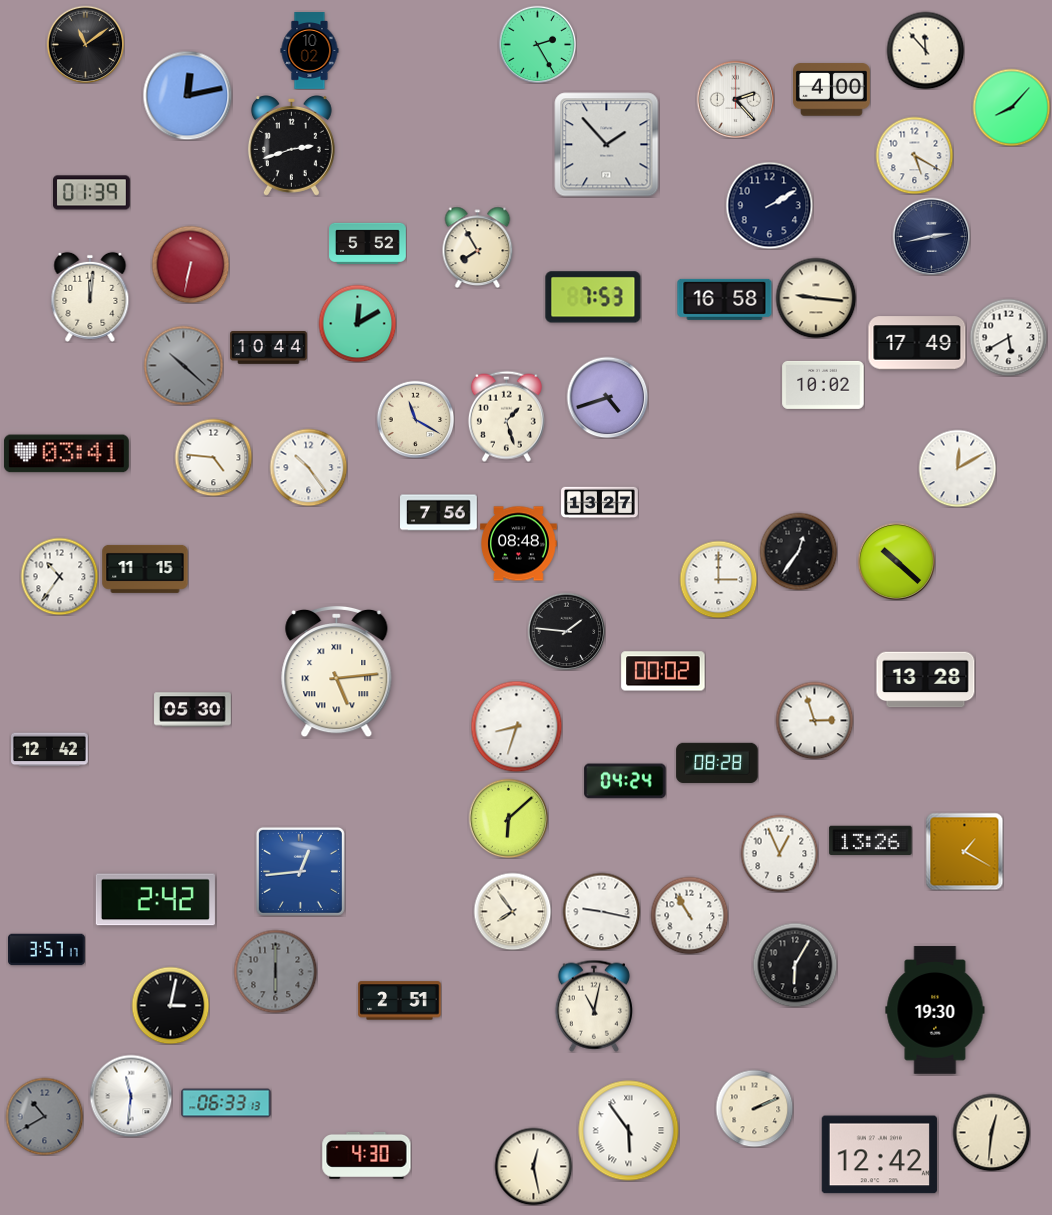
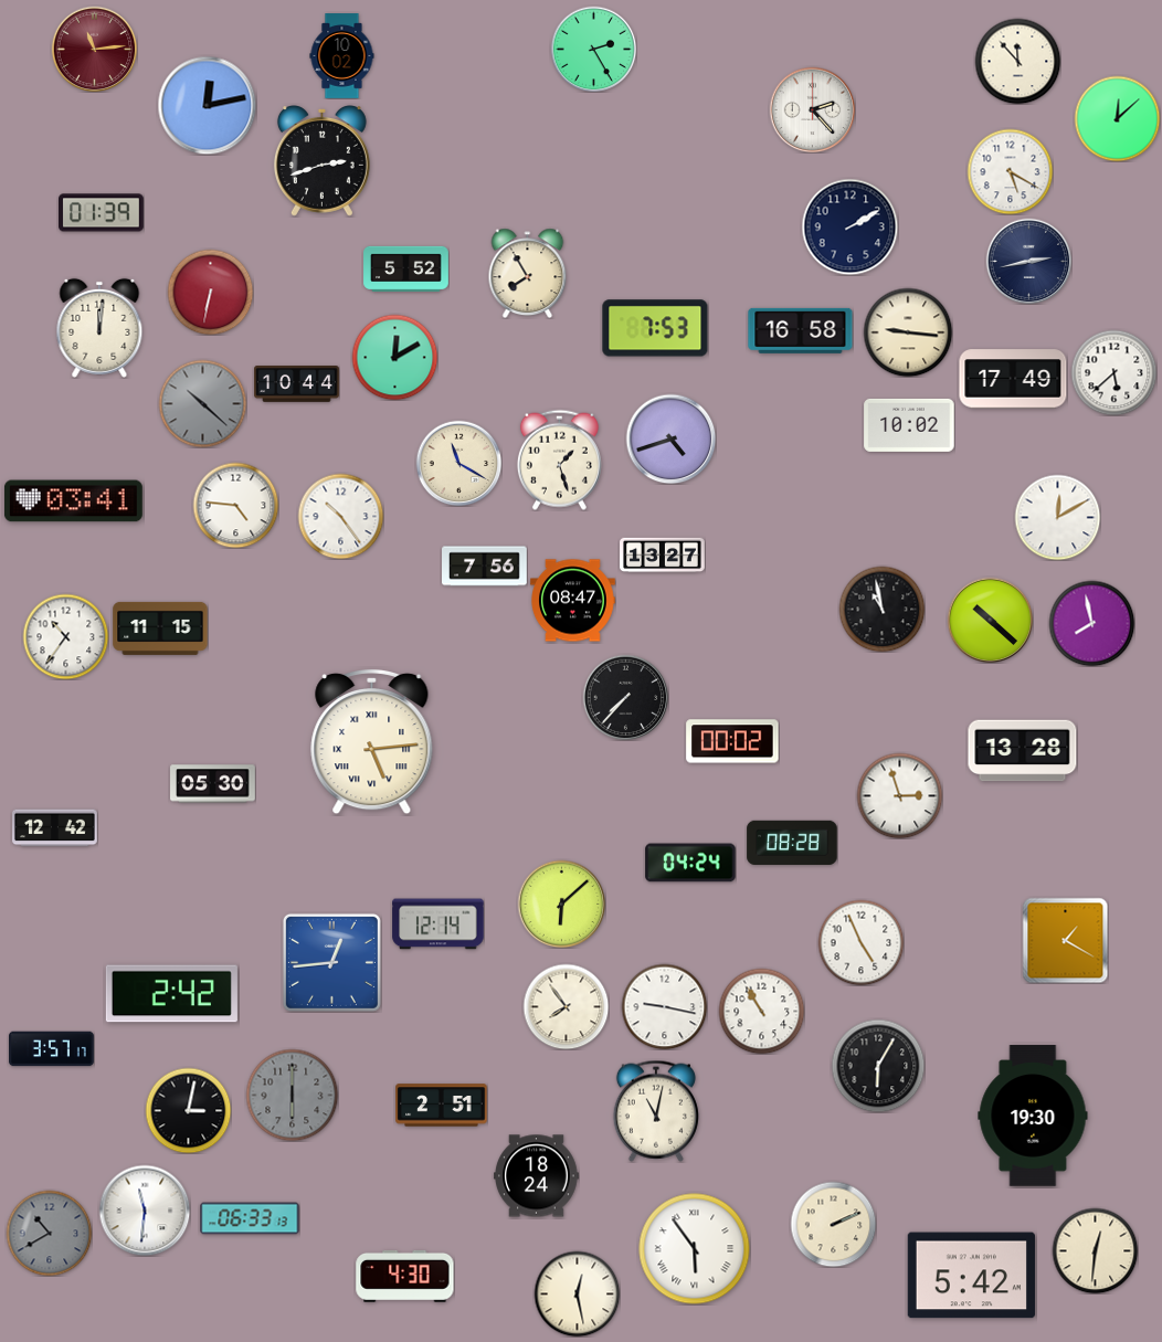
clock at (85, 44): 11:09 -> 11:14
clock at (85, 44) dial: black -> burgundy
clock at (925, 50) position: (925, 50) -> (1017, 61)
clock at (832, 90): 4:00 -> none
clock at (1011, 107): 8:07 -> 12:08
clock at (607, 145): 1:53 -> none
clock at (816, 298) position: (816, 298) -> (908, 332)
clock at (1008, 337): 5:40 -> 5:38
clock at (519, 544): 08:48 -> 08:47
clock at (798, 551): 12:36 -> 10:58
clock at (1091, 623): none -> 7:58
clock at (718, 579): 3:00 -> none
clock at (566, 631): 1:46 -> 7:37
clock at (516, 726): 8:33 -> none
clock at (439, 924): none -> 12:14
clock at (871, 840): 13:26 -> none
clock at (779, 853): 12:56 -> 4:56
clock at (275, 971) position: (275, 971) -> (292, 1095)
clock at (537, 1176): none -> 18:24
clock at (879, 1155): 12:42 -> 5:42
clock at (533, 1166) position: (533, 1166) -> (577, 1293)
